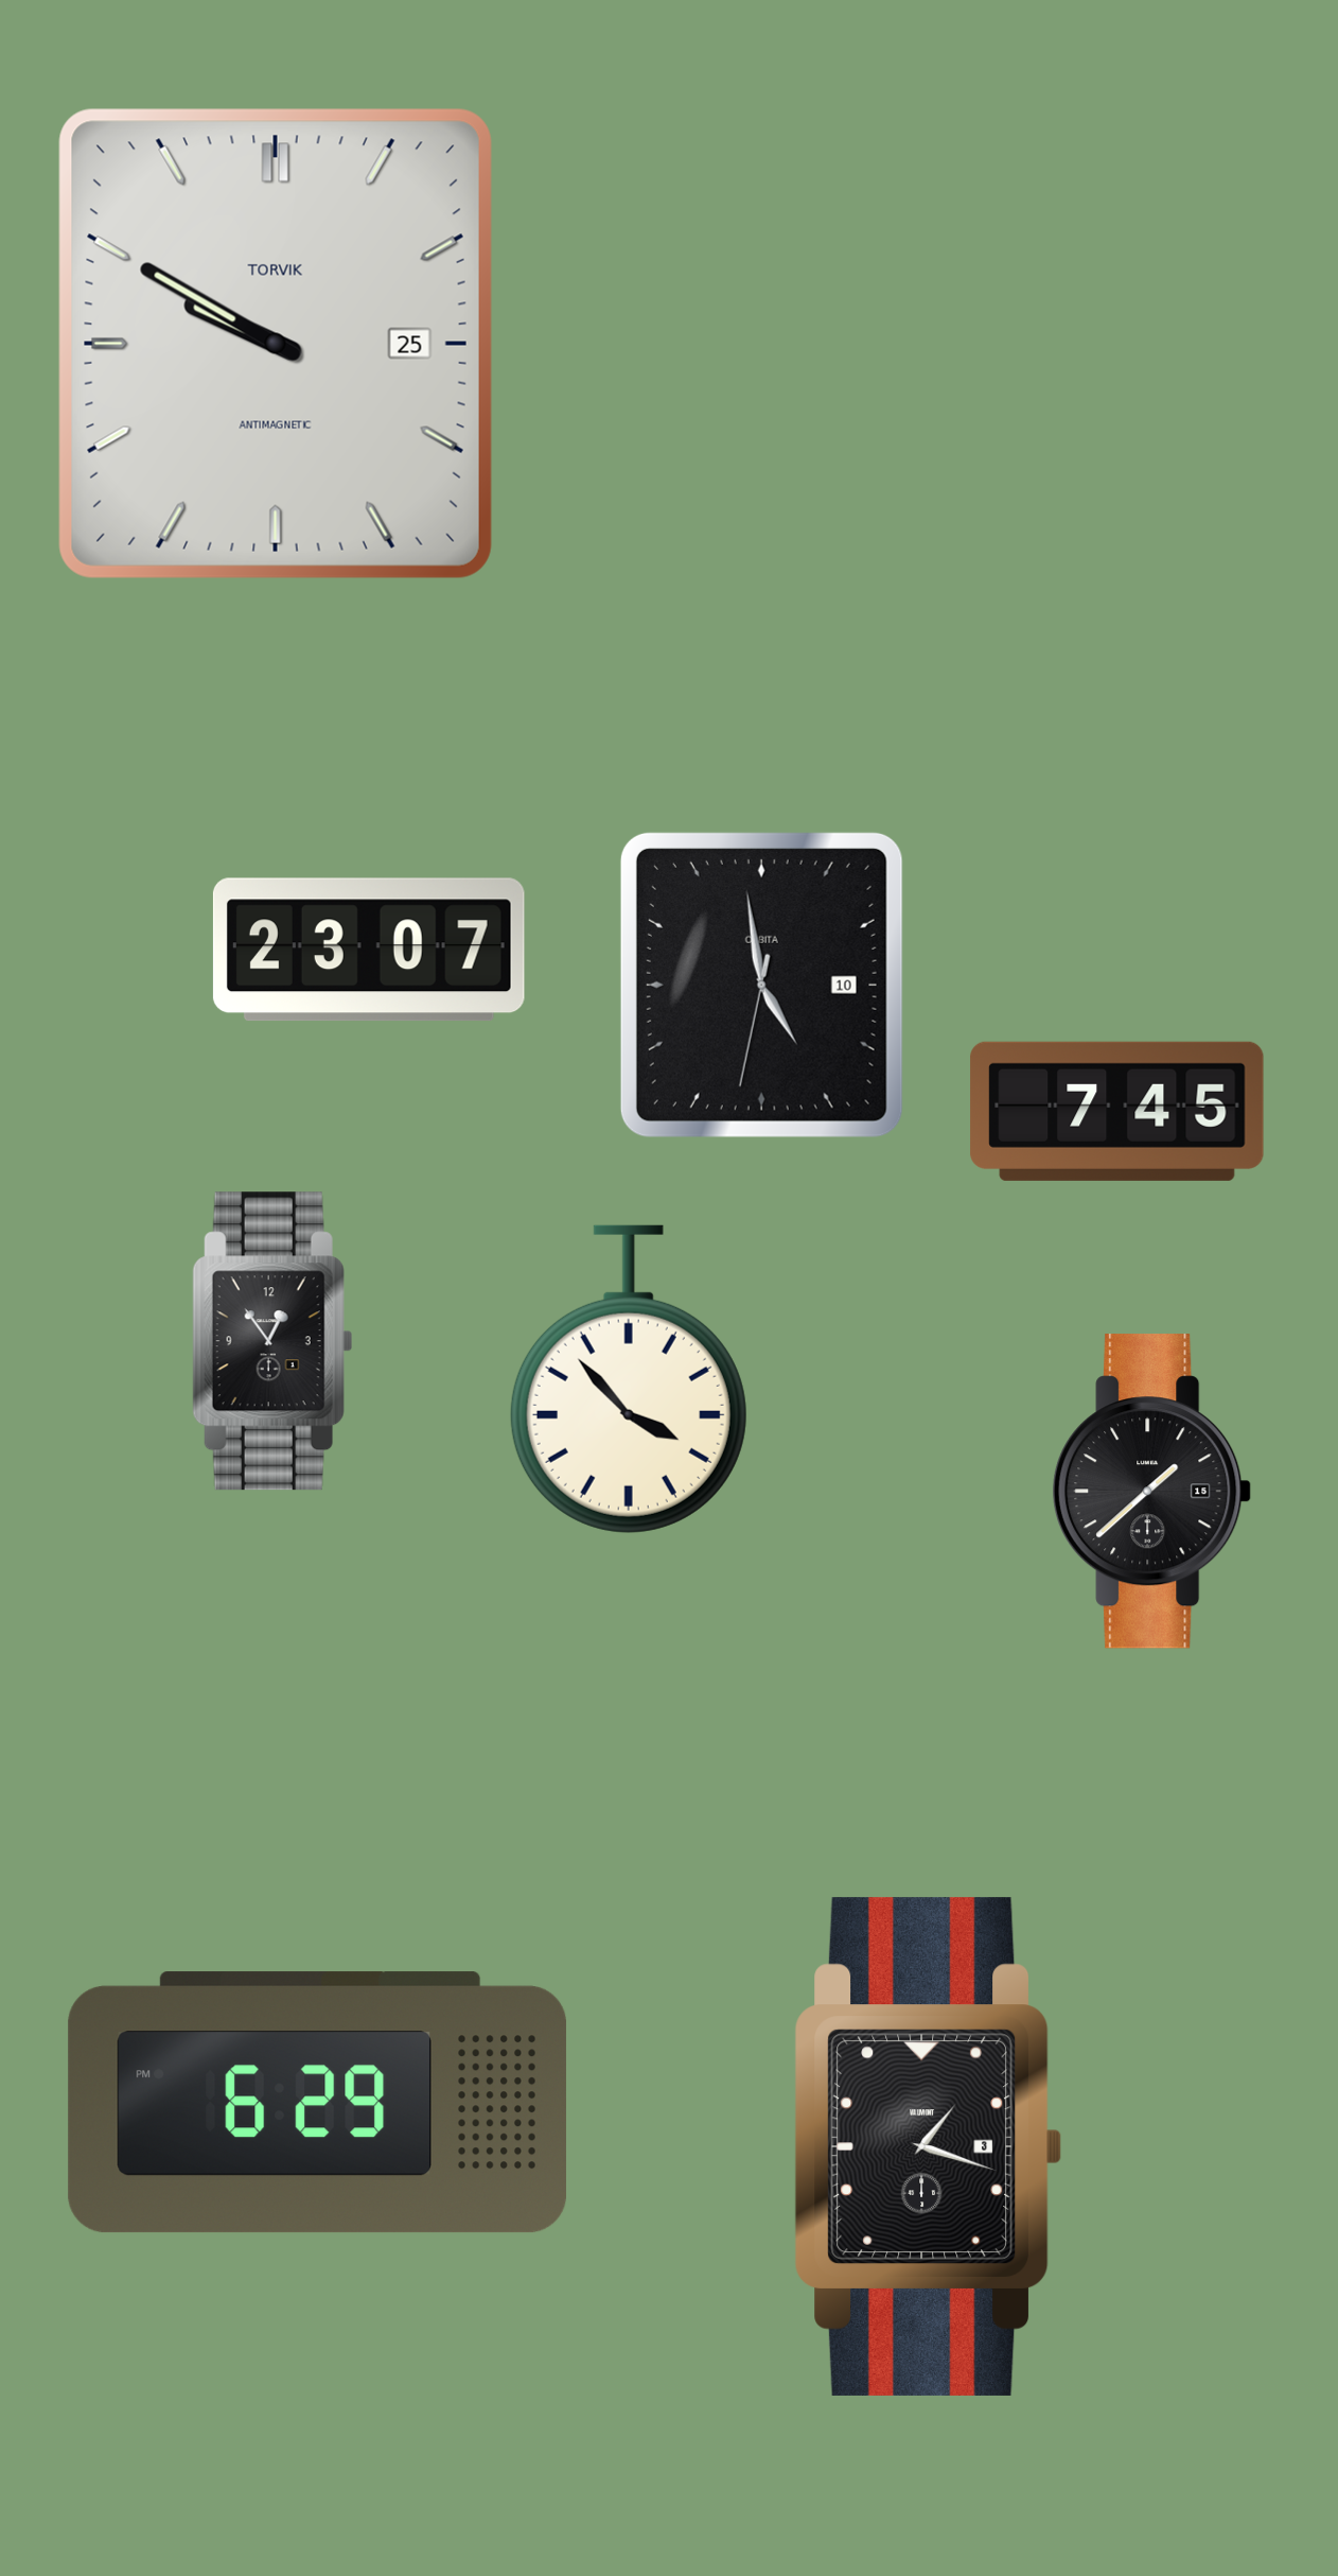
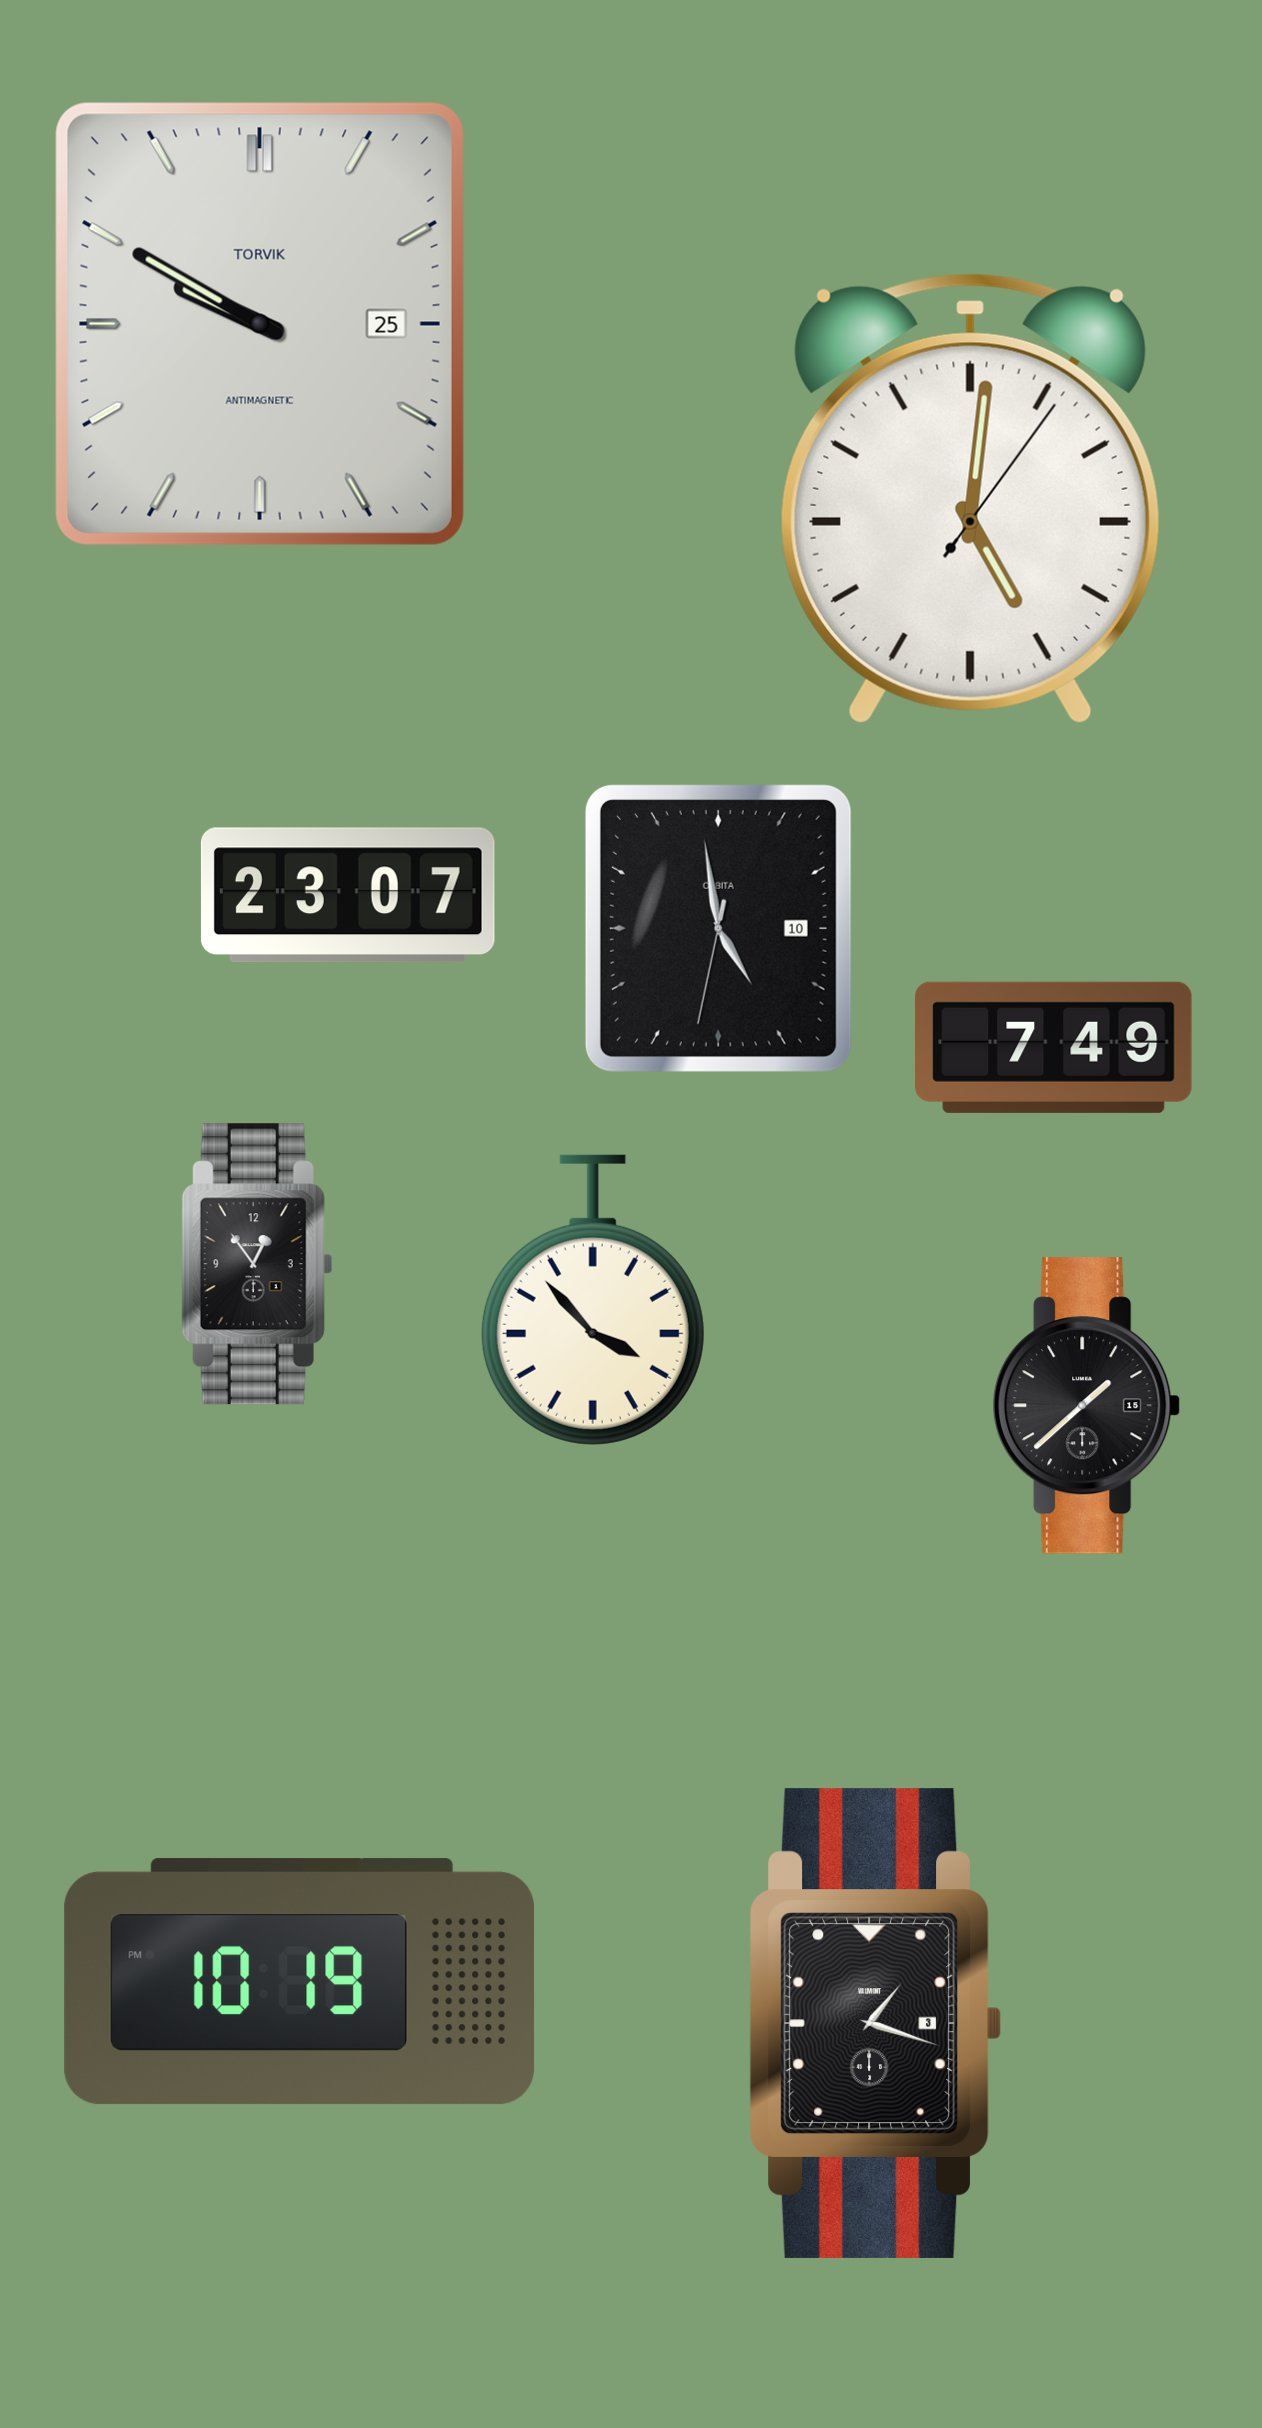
clock at (970, 498): none -> 5:01
clock at (1117, 1111): 7:45 -> 7:49
clock at (317, 2103): 6:29 -> 10:19
